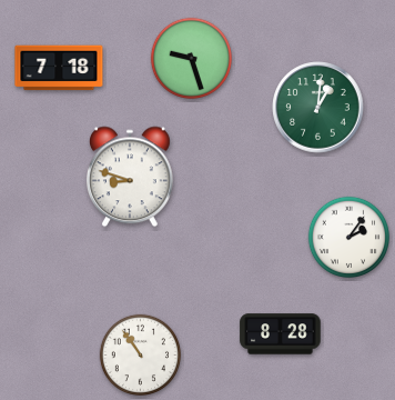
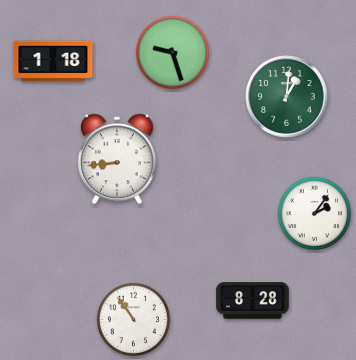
clock at (59, 68): 7:18 -> 1:18
clock at (130, 177): 8:48 -> 8:44
clock at (140, 354) position: (140, 354) -> (133, 319)
